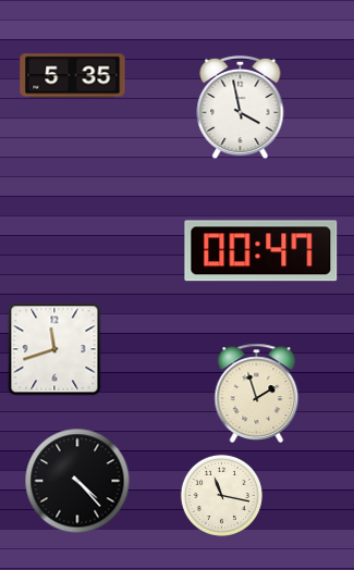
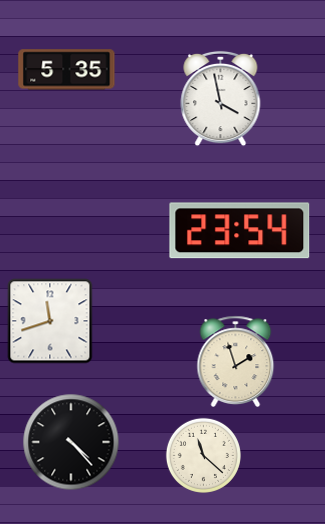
clock at (261, 251): 00:47 -> 23:54
clock at (221, 495): 11:17 -> 11:22
